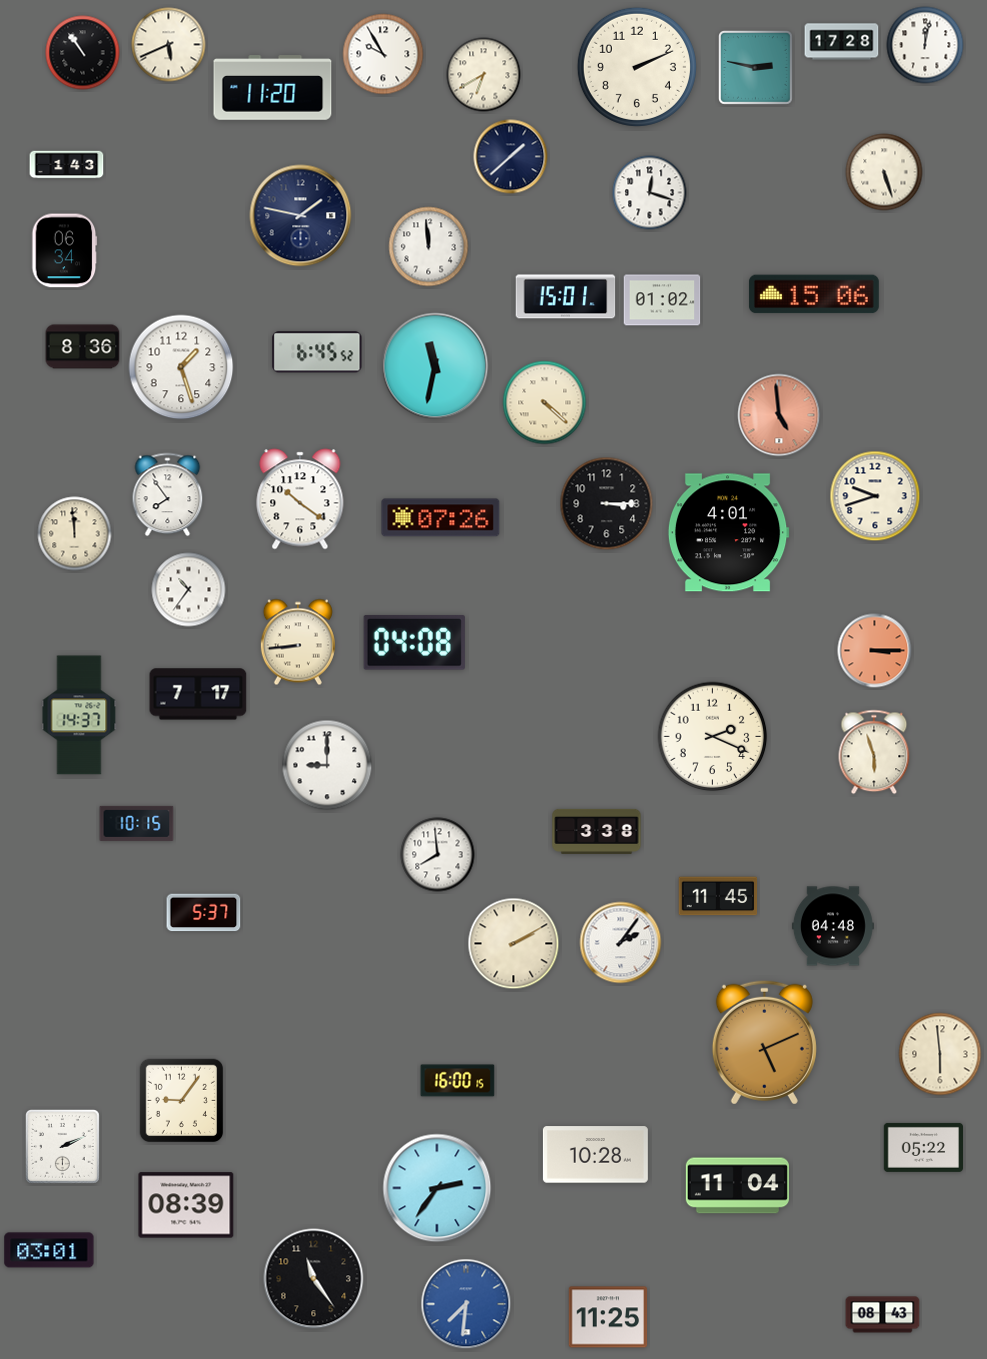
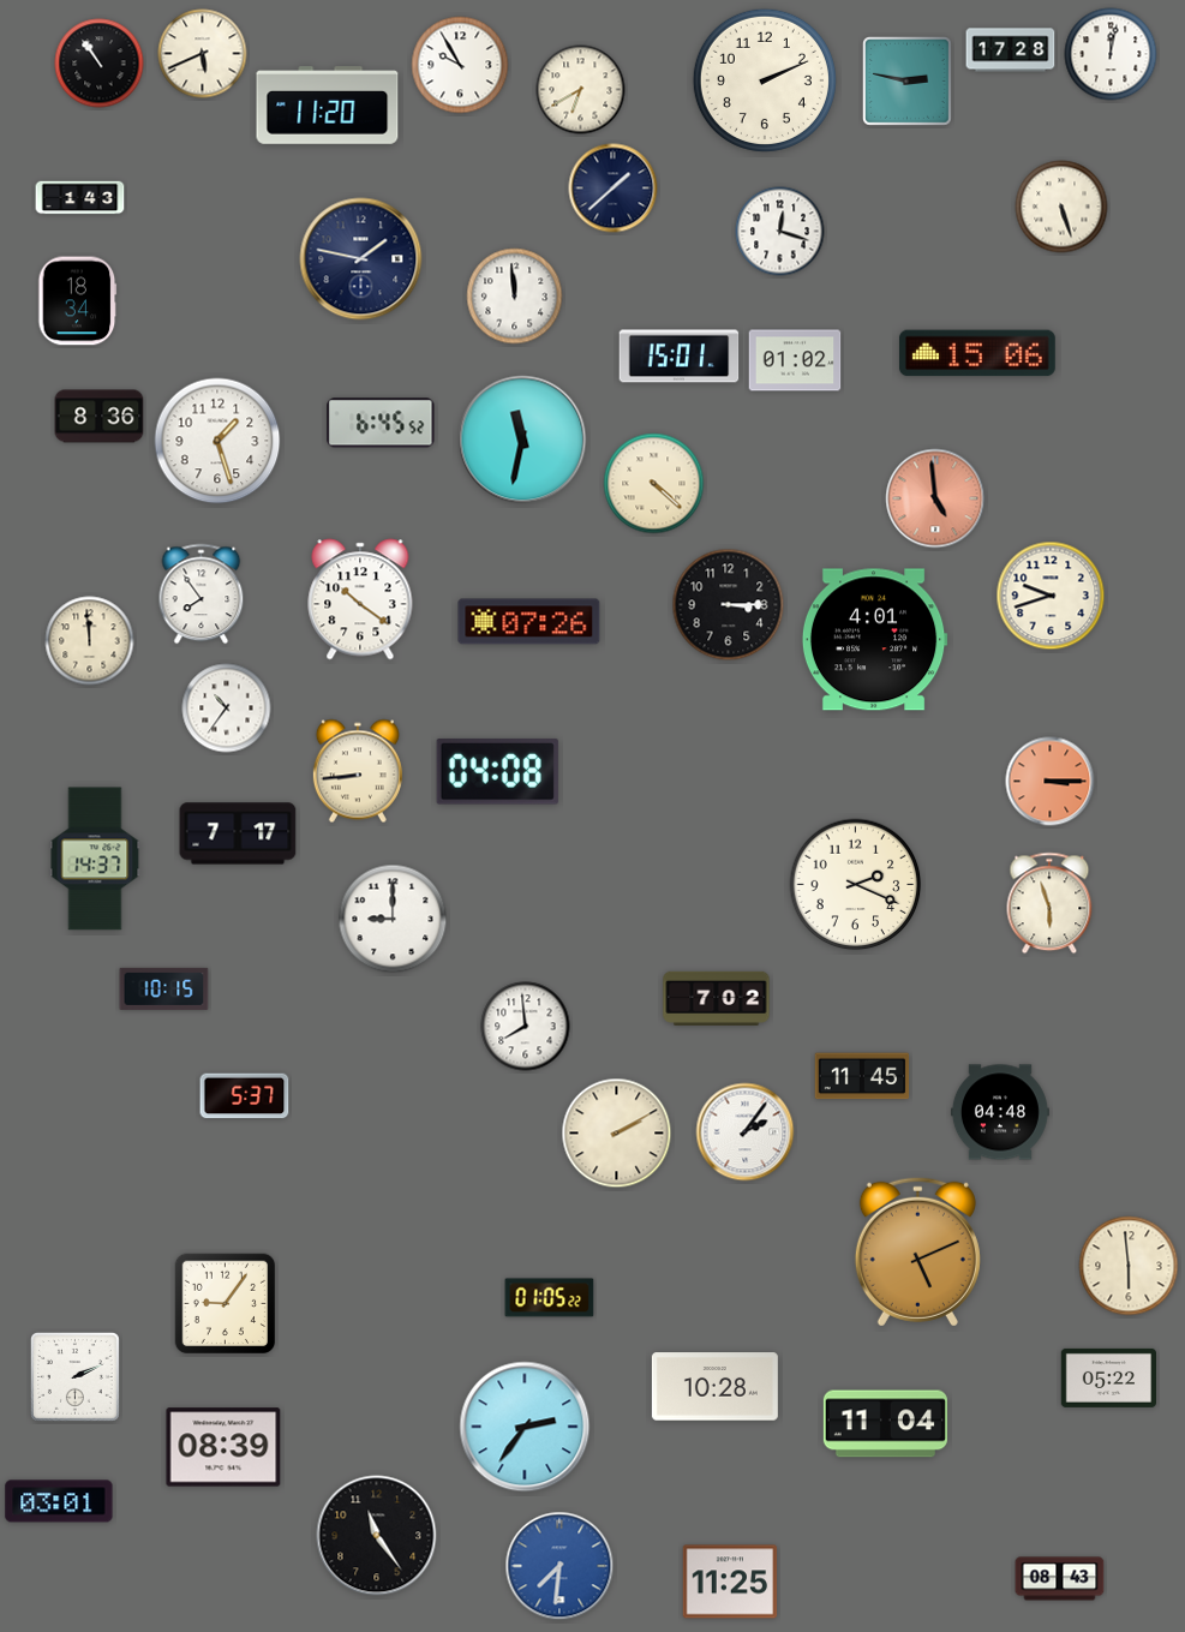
clock at (65, 251): 06:34 -> 18:34
clock at (597, 831): 3:38 -> 7:02
clock at (458, 1081): 16:00 -> 01:05
clock at (182, 1101) position: (182, 1101) -> (226, 1304)
